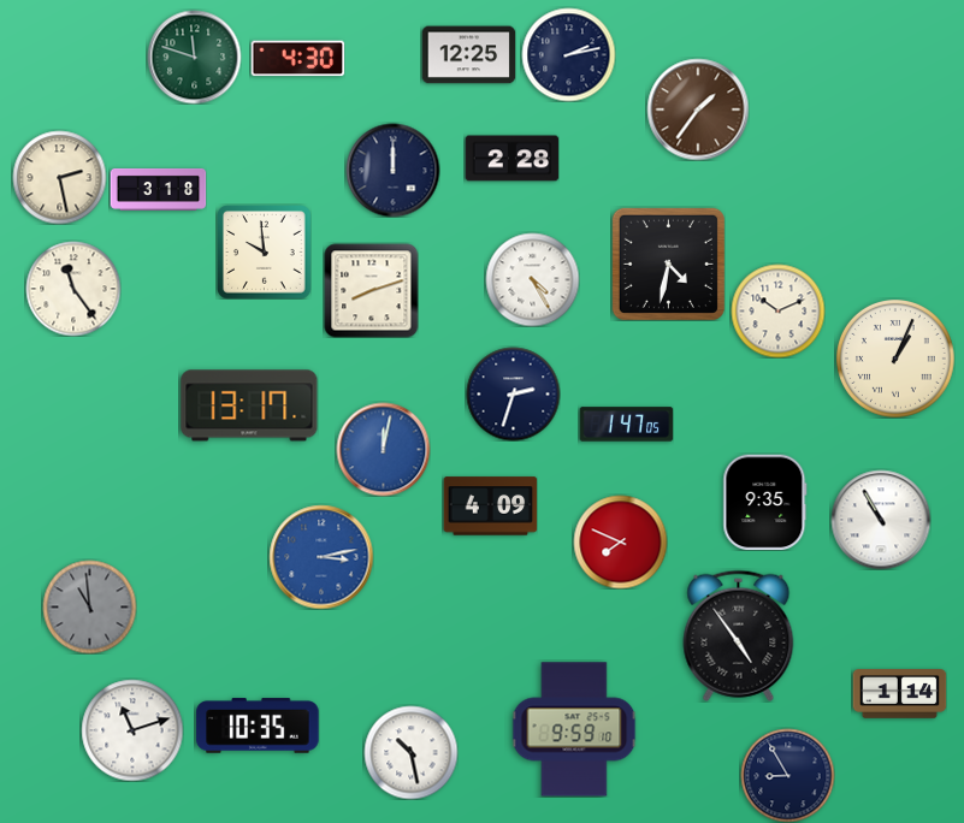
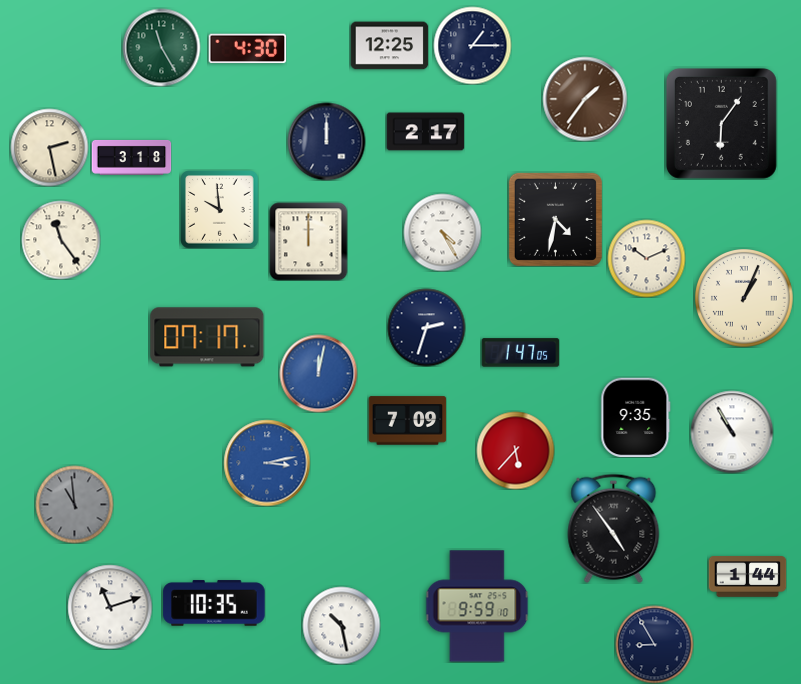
clock at (568, 54): 2:13 -> 1:15
clock at (194, 57): 11:48 -> 11:25
clock at (698, 109) position: (698, 109) -> (585, 99)
clock at (721, 123): none -> 6:06
clock at (511, 159): 2:28 -> 2:17
clock at (371, 290): 8:12 -> 12:00
clock at (249, 405): 13:17 -> 07:17
clock at (490, 507): 4:09 -> 7:09
clock at (620, 541): 7:49 -> 5:37
clock at (899, 694): 1:14 -> 1:44
